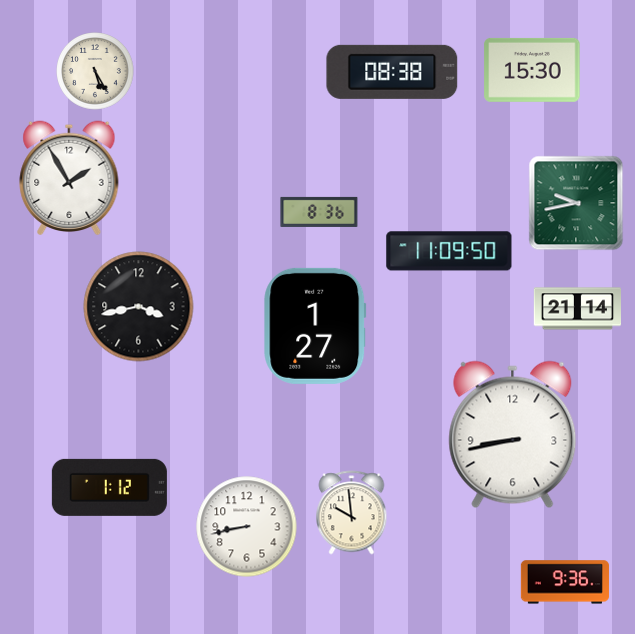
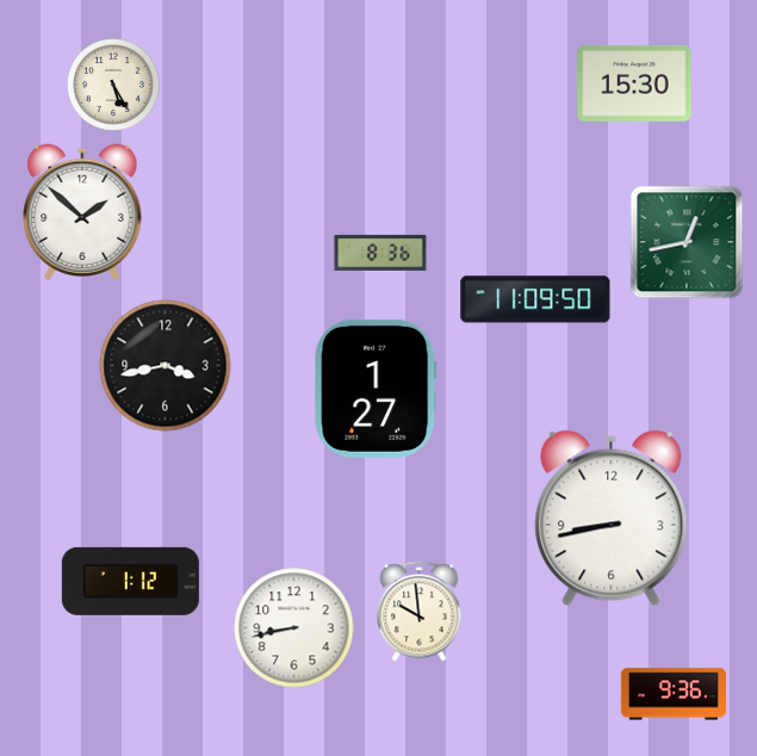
clock at (392, 72): 08:38 -> none
clock at (69, 177): 1:55 -> 1:52
clock at (576, 203): 9:43 -> 12:43
clock at (577, 309): 21:14 -> none
